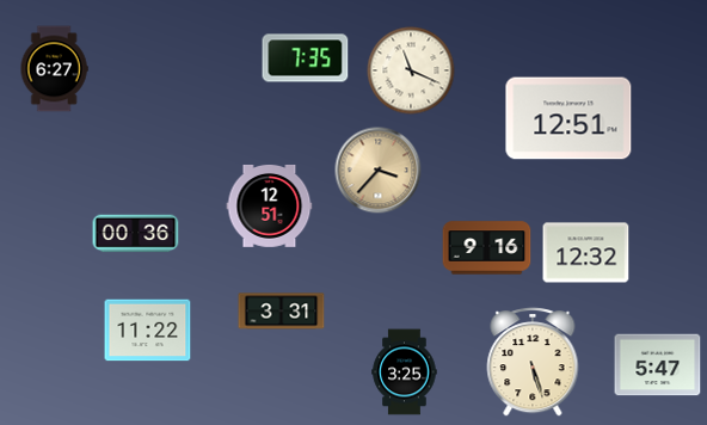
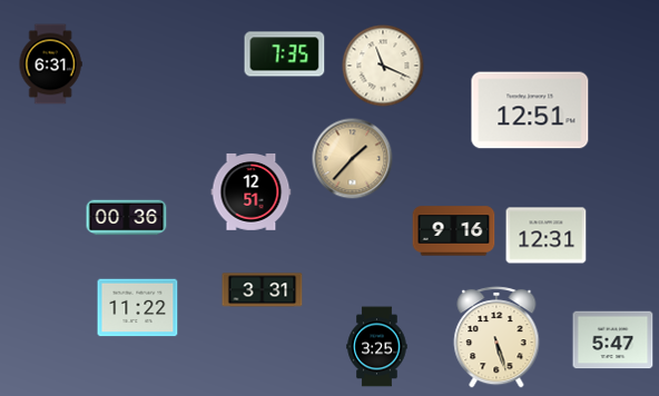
clock at (54, 69): 6:27 -> 6:31
clock at (379, 171): 3:37 -> 1:37
clock at (586, 253): 12:32 -> 12:31
